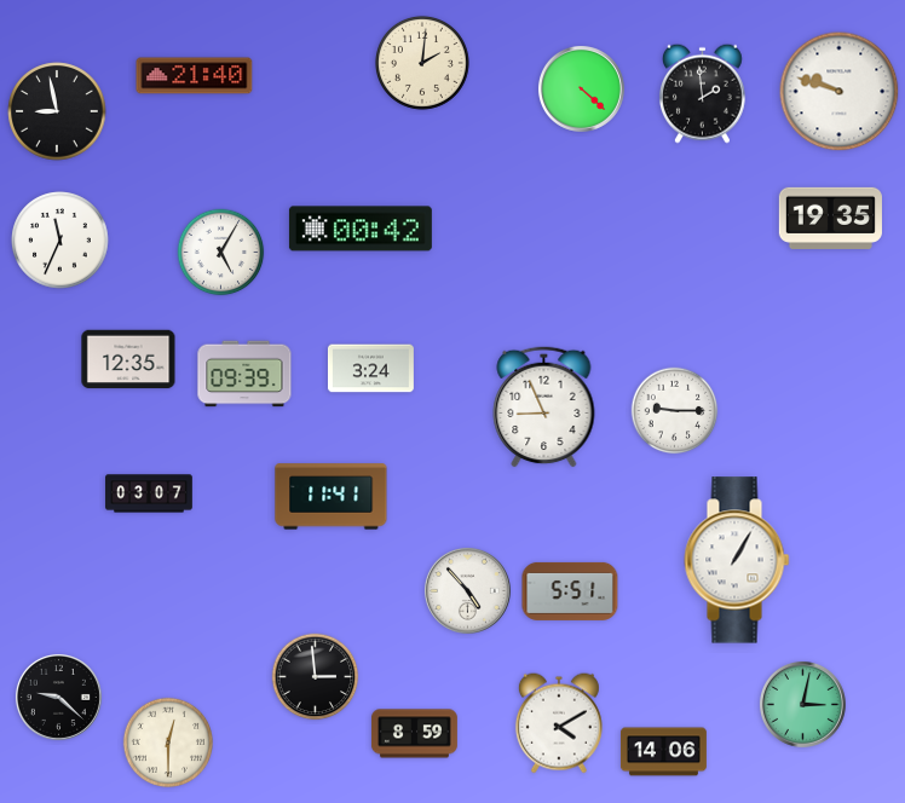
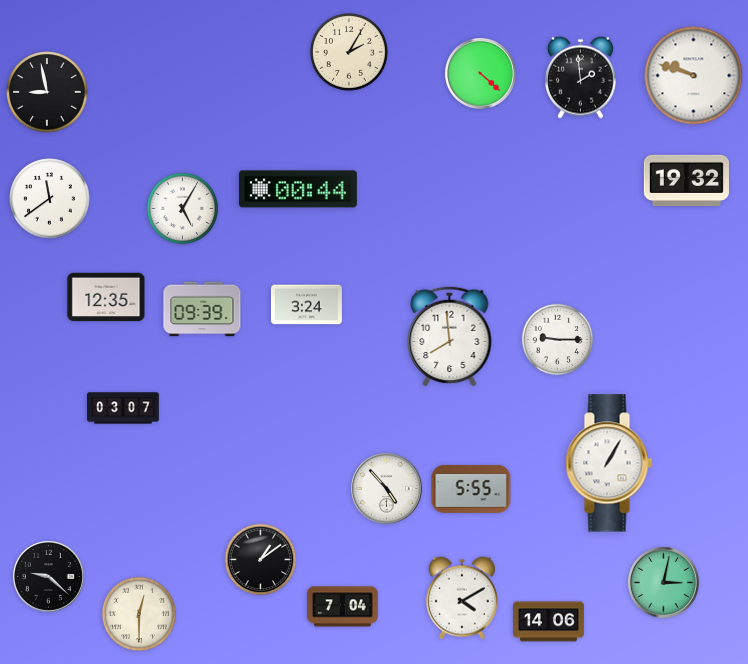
clock at (422, 63): 2:01 -> 2:05
clock at (195, 76): 21:40 -> none
clock at (830, 218): 19:35 -> 19:32
clock at (361, 229): 00:42 -> 00:44
clock at (60, 241): 11:34 -> 11:39
clock at (544, 406): 8:56 -> 7:59
clock at (332, 497): 11:41 -> none
clock at (570, 591): 5:51 -> 5:55
clock at (316, 677): 2:59 -> 1:09
clock at (414, 734): 8:59 -> 7:04
